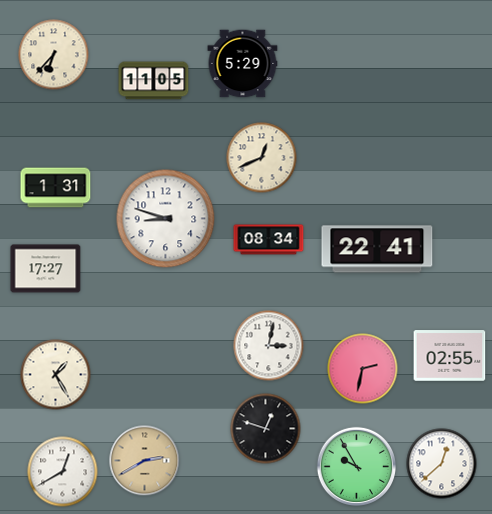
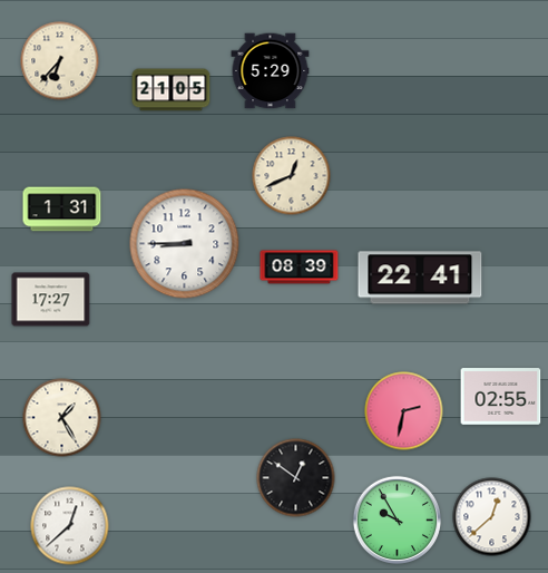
clock at (154, 81): 11:05 -> 21:05
clock at (166, 219): 8:48 -> 8:45
clock at (269, 240): 08:34 -> 08:39
clock at (269, 346): 3:02 -> none
clock at (266, 429): 12:48 -> 12:51
clock at (145, 461): 2:40 -> none
clock at (63, 472): 12:40 -> 12:38
